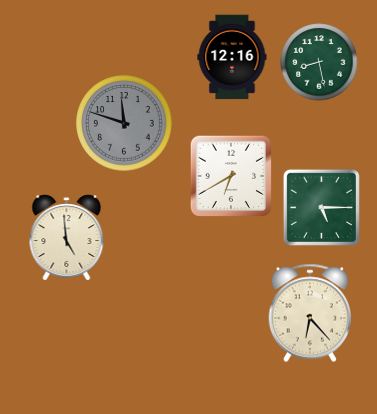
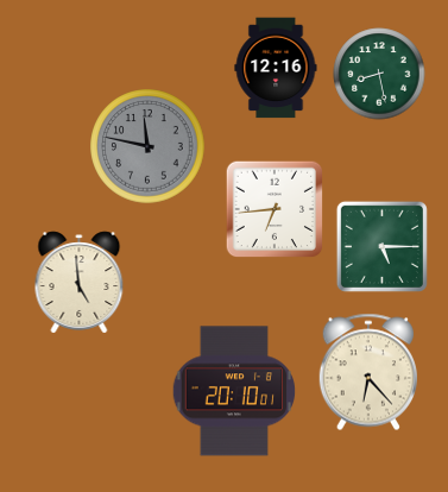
clock at (124, 123): 11:48 -> 11:47
clock at (231, 176): 6:40 -> 6:44
clock at (233, 391): none -> 20:10
